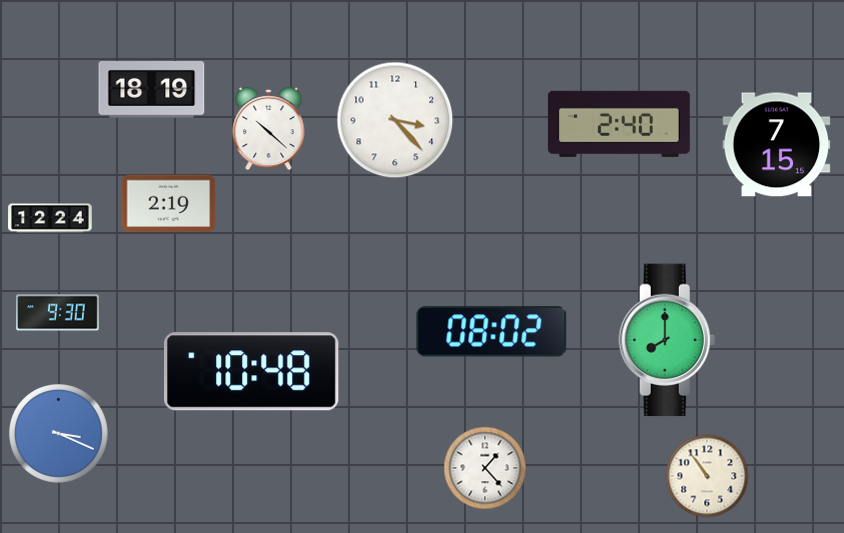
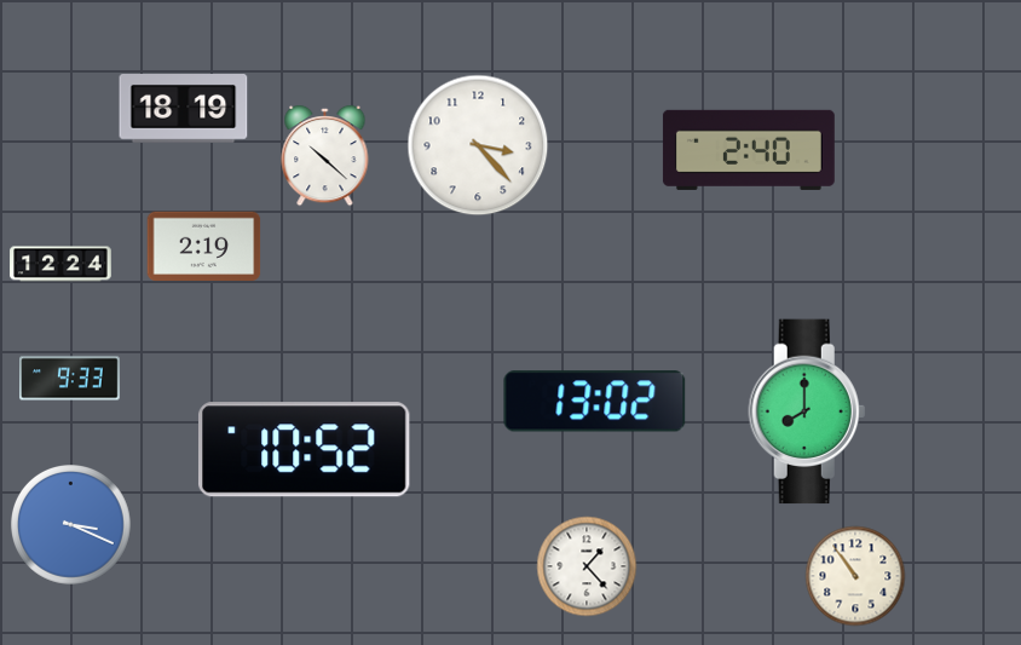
clock at (777, 145): 7:15 -> none
clock at (58, 313): 9:30 -> 9:33
clock at (492, 332): 08:02 -> 13:02
clock at (251, 372): 10:48 -> 10:52
